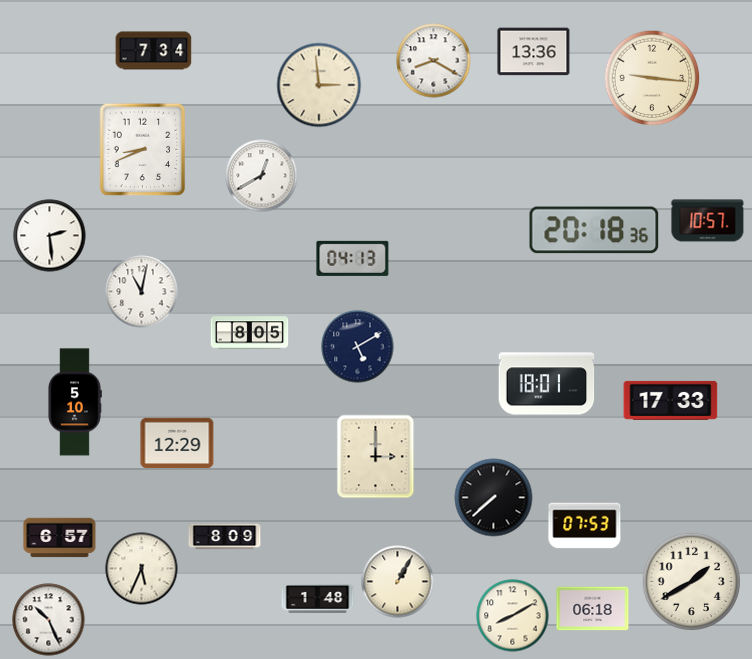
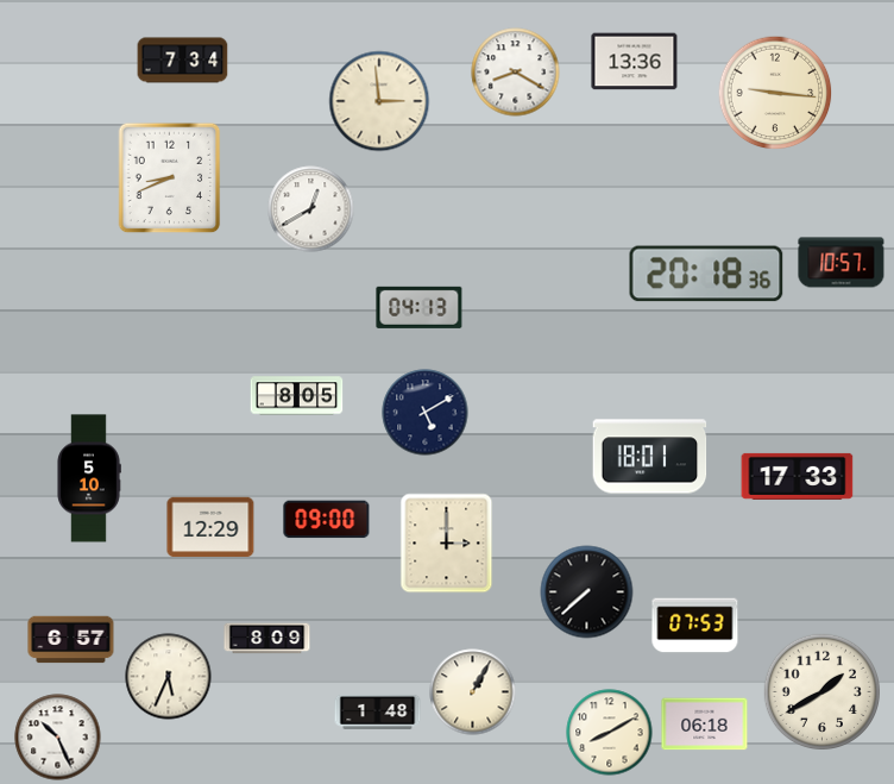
clock at (50, 236): 2:29 -> none
clock at (142, 292): 11:02 -> none
clock at (327, 520): none -> 09:00
